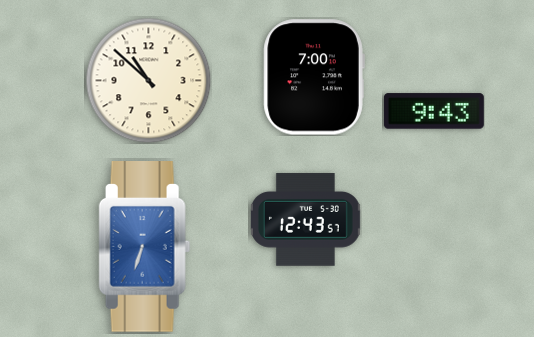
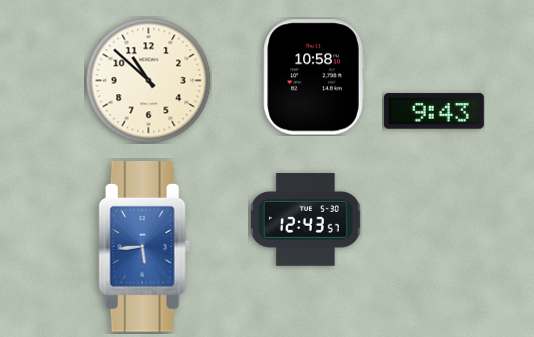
clock at (314, 77): 7:00 -> 10:58
clock at (145, 247): 6:33 -> 5:44
